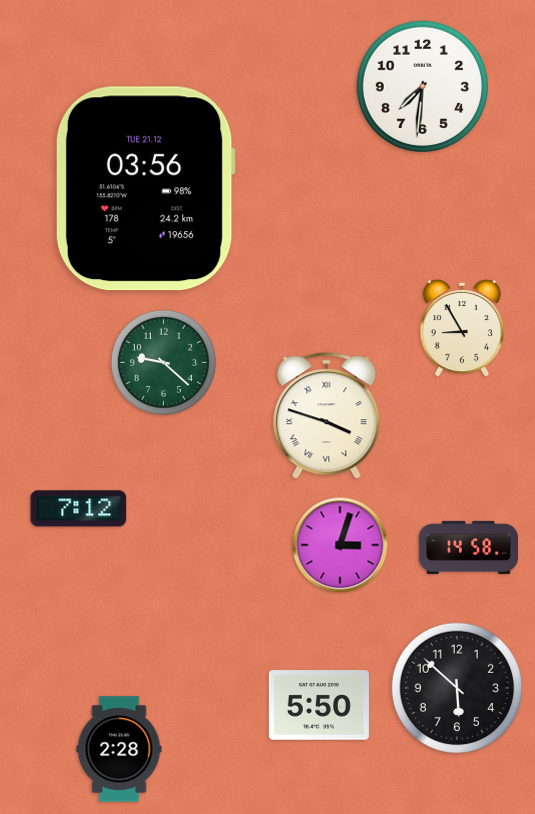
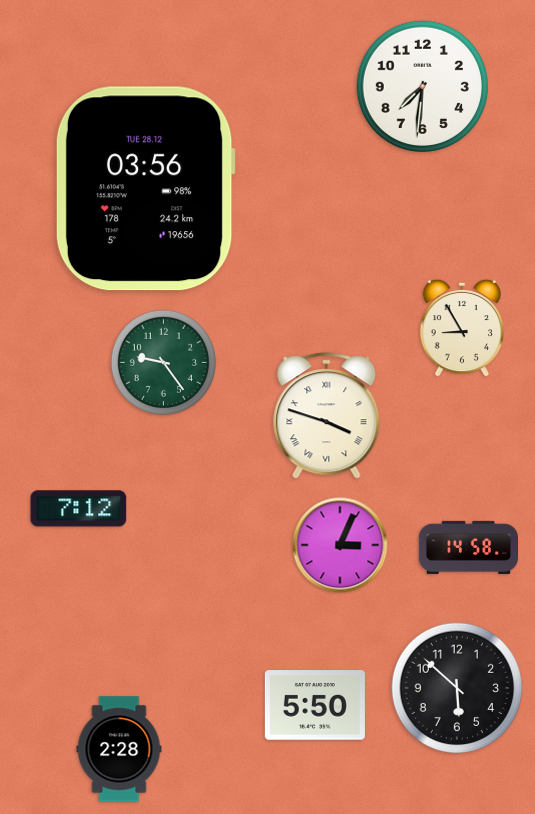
clock at (145, 189) date: TUE 21.12 -> TUE 28.12
clock at (163, 362): 9:22 -> 9:24
clock at (340, 545): 3:03 -> 3:04
clock at (319, 705) position: (319, 705) -> (315, 705)
